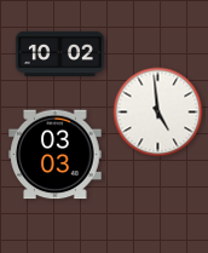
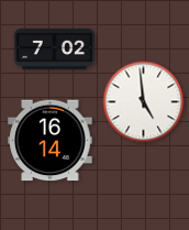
clock at (59, 53): 10:02 -> 7:02
clock at (56, 155): 03:03 -> 16:14
